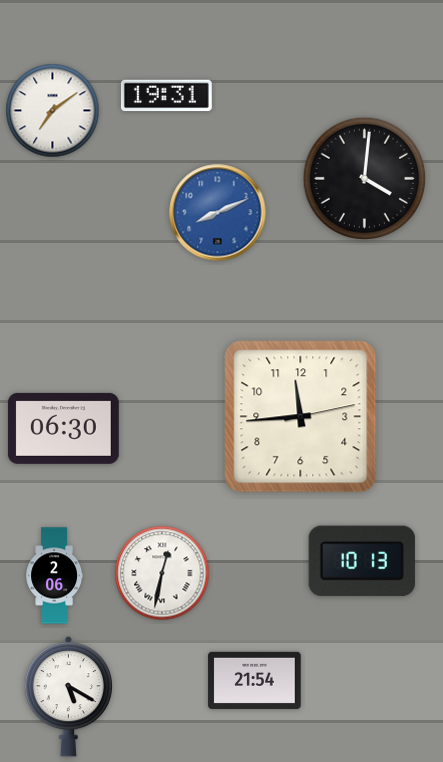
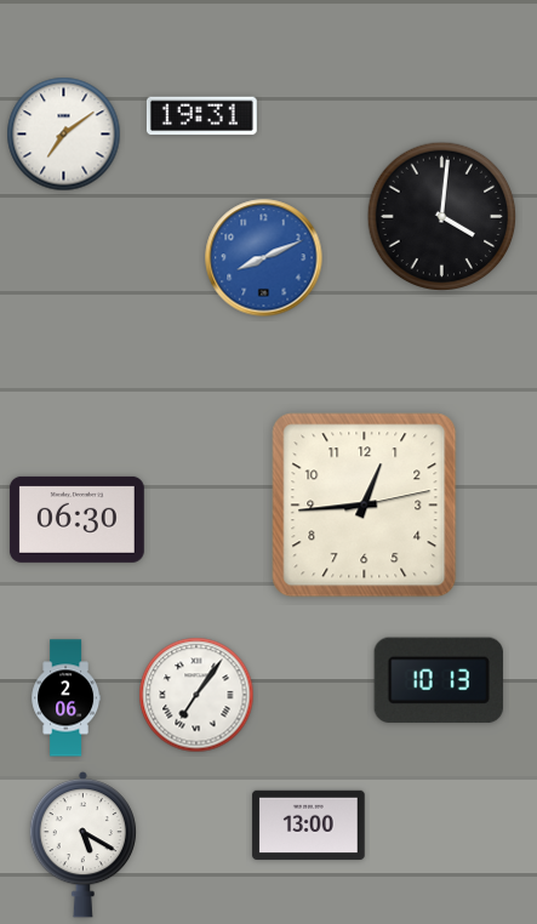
clock at (301, 417): 11:44 -> 12:44
clock at (162, 573): 12:32 -> 7:06
clock at (255, 680): 21:54 -> 13:00
